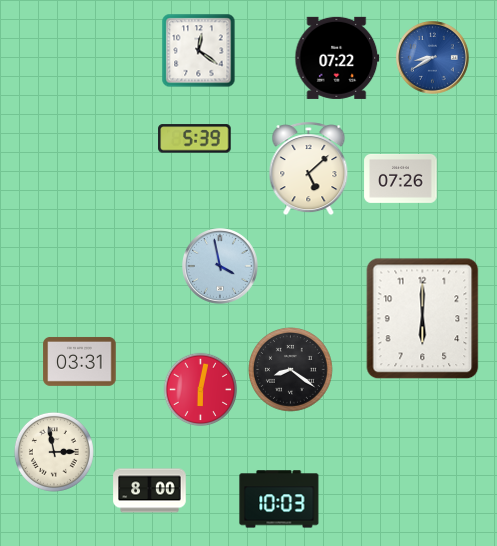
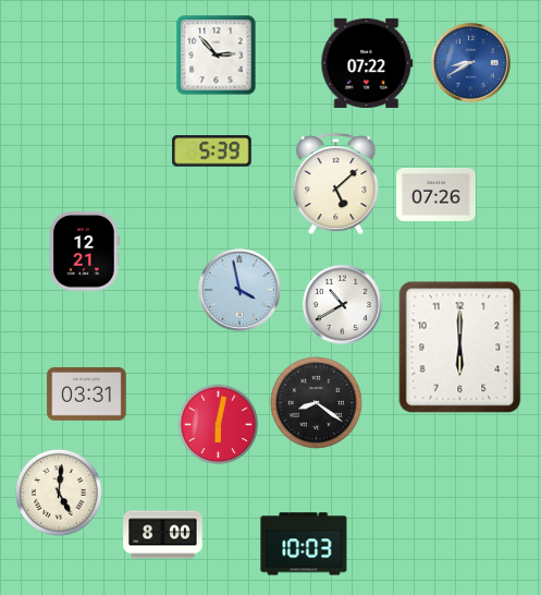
clock at (199, 51): 12:21 -> 2:53
clock at (85, 252): none -> 12:21
clock at (343, 305): none -> 10:40
clock at (54, 452): 2:58 -> 5:01
